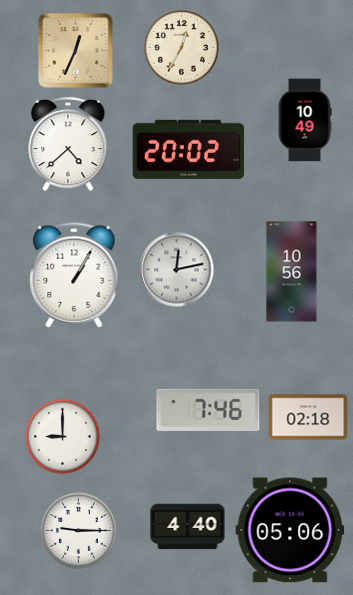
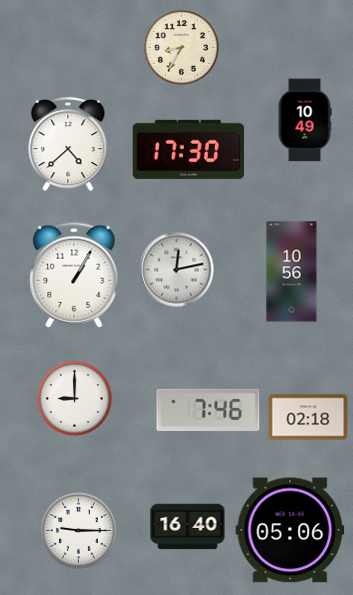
clock at (182, 48): 12:35 -> 8:35
clock at (76, 51): 12:34 -> none
clock at (188, 149): 20:02 -> 17:30
clock at (63, 437) position: (63, 437) -> (75, 399)
clock at (188, 527): 4:40 -> 16:40
